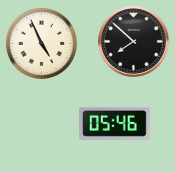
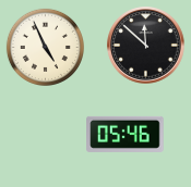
clock at (134, 42): 7:52 -> 11:52
